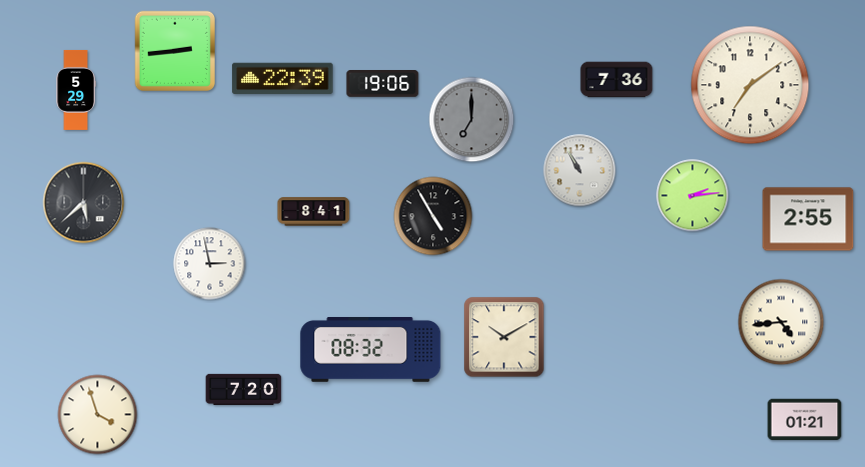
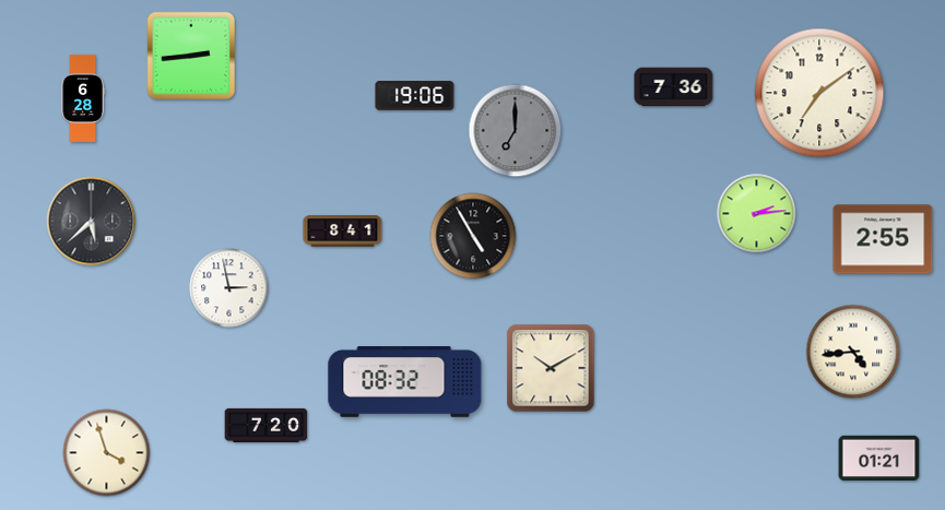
clock at (283, 79): 22:39 -> none
clock at (383, 84) position: (383, 84) -> (415, 96)
clock at (76, 90): 5:29 -> 6:28
clock at (580, 171): 10:55 -> none
